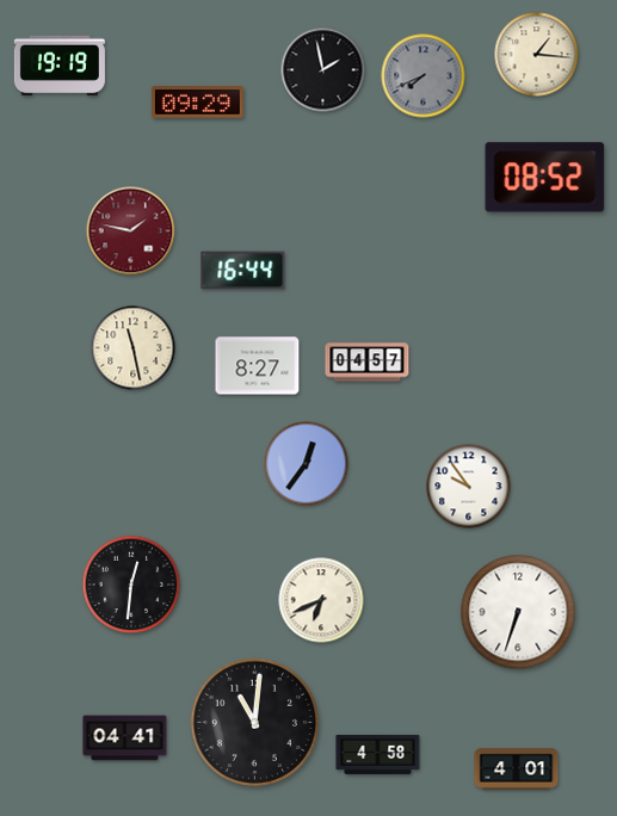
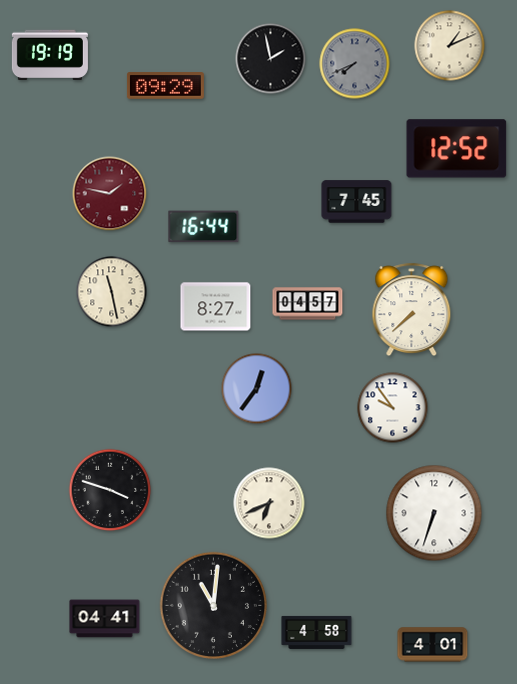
clock at (537, 55): 1:16 -> 1:11
clock at (545, 178): 08:52 -> 12:52
clock at (357, 202): none -> 7:45
clock at (412, 310): none -> 7:38
clock at (131, 585): 12:31 -> 3:48
